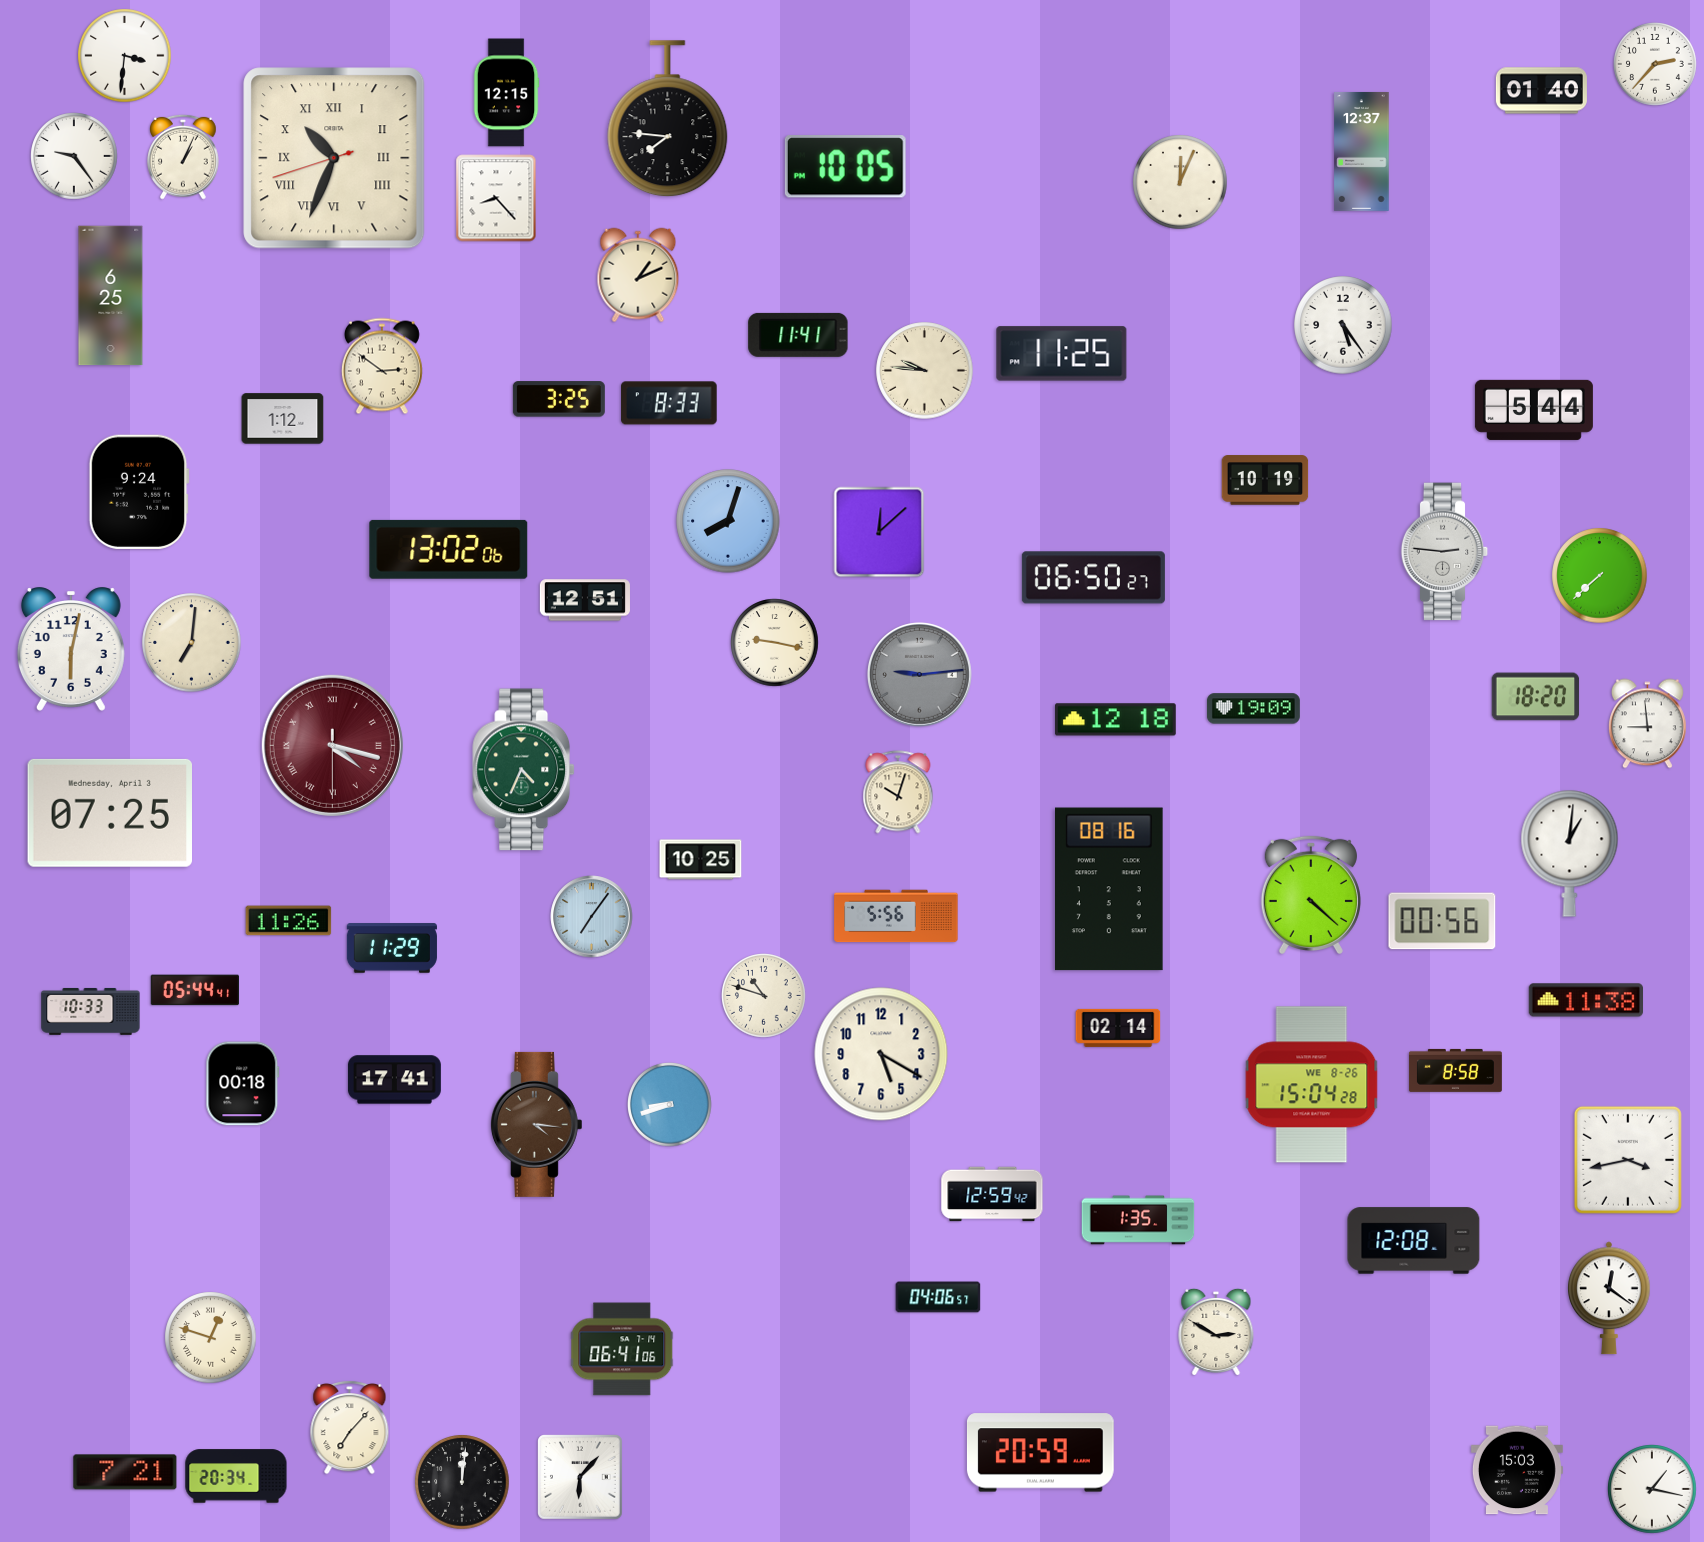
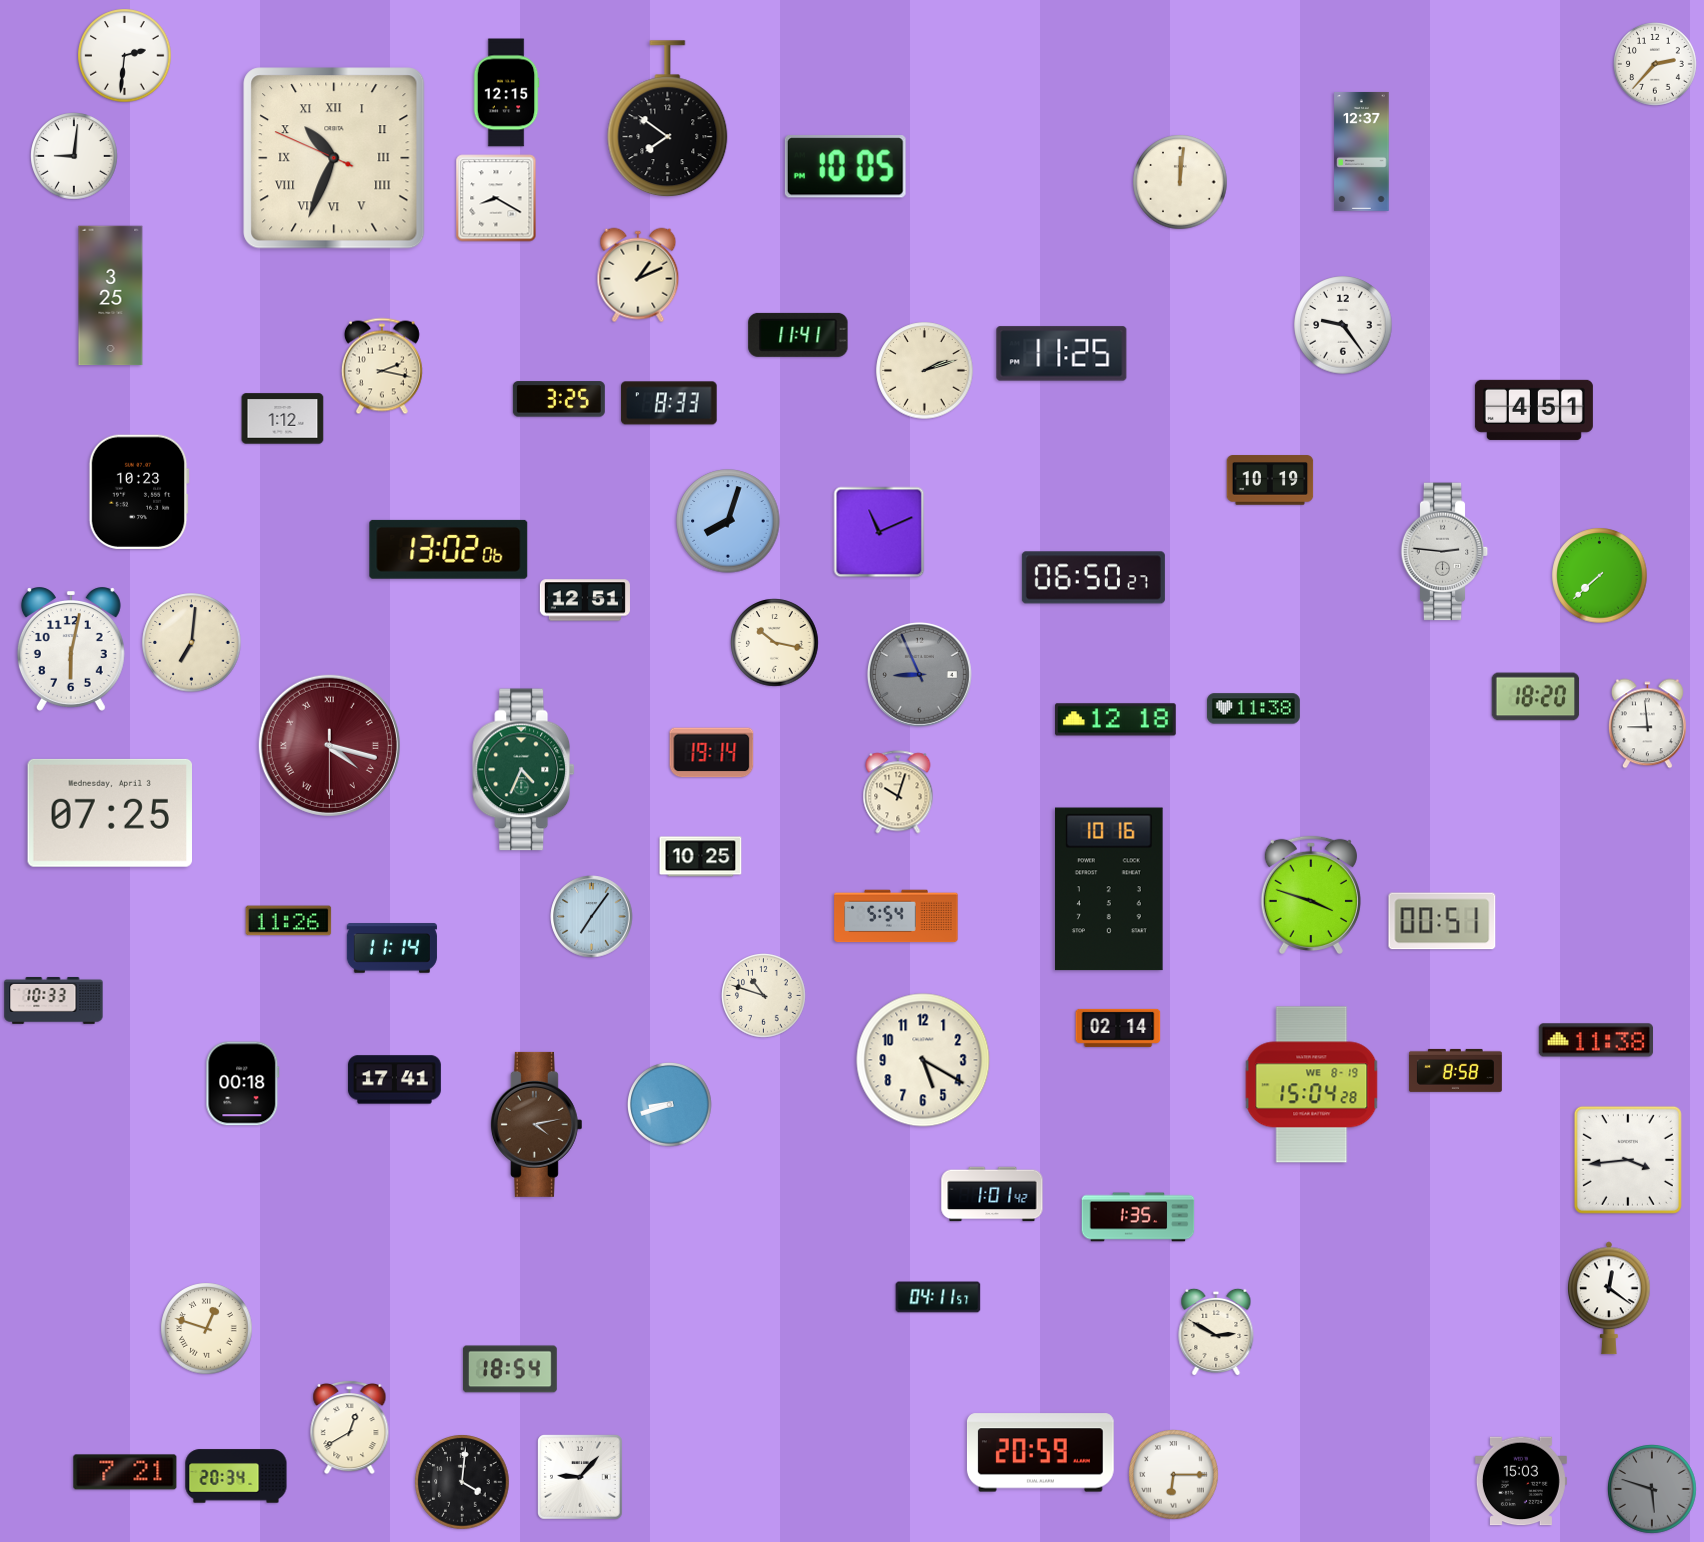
clock at (125, 56): 3:31 -> 2:31
clock at (1541, 91): 01:40 -> none
clock at (668, 119): 7:46 -> 7:51
clock at (74, 156): 9:24 -> 9:01
clock at (184, 157): 1:04 -> none
clock at (334, 158): 10:33:42 -> 10:33:49
clock at (1180, 182): 12:04 -> 12:01
clock at (496, 198): 8:23 -> 8:20
clock at (111, 296): 6:25 -> 3:25
clock at (1343, 325): 5:24 -> 9:24
clock at (382, 366): 2:51 -> 2:17
clock at (925, 371): 9:46 -> 2:12
clock at (1534, 410): 5:44 -> 4:51
clock at (1265, 480) position: (1265, 480) -> (1270, 480)
clock at (139, 492): 9:24 -> 10:23
clock at (879, 532): 12:08 -> 11:11
clock at (775, 643): 9:17 -> 10:17
clock at (919, 674): 9:14 -> 8:56
clock at (1253, 709): 19:09 -> 11:38
clock at (332, 745) position: (332, 745) -> (329, 745)
clock at (712, 753): none -> 19:14
clock at (1570, 853): 1:01 -> none
clock at (701, 860) position: (701, 860) -> (701, 857)
clock at (1110, 889): 08:16 -> 10:16
clock at (1311, 895): 4:22 -> 3:48
clock at (896, 916): 5:56 -> 5:54
clock at (1442, 921): 00:56 -> 00:51
clock at (392, 948): 11:29 -> 11:14
clock at (194, 990): 05:44 -> none
clock at (1585, 1000) position: (1585, 1000) -> (1595, 1040)
clock at (91, 1011) position: (91, 1011) -> (54, 1000)
clock at (881, 1054) position: (881, 1054) -> (923, 1060)
clock at (1312, 1085) date: WE 8-26 -> WE 8-19
clock at (536, 1124): 4:16 -> 4:13
clock at (1628, 1160): 3:43 -> 3:44
clock at (992, 1194): 12:59 -> 1:01
clock at (1138, 1220) position: (1138, 1220) -> (1138, 1217)
clock at (1414, 1241): 12:08 -> none
clock at (938, 1297): 04:06 -> 04:11
clock at (211, 1338) position: (211, 1338) -> (207, 1329)
clock at (622, 1349): 06:41 -> none
clock at (510, 1369): none -> 18:54
clock at (350, 1427): 7:07 -> 12:40
clock at (1517, 1470) position: (1517, 1470) -> (1521, 1481)
clock at (1174, 1475): none -> 6:15
clock at (581, 1478): 6:07 -> 9:07
clock at (462, 1482): 12:01 -> 4:01
clock at (1652, 1489): 1:17 -> 5:48
clock at (1652, 1489) dial: white -> grey
